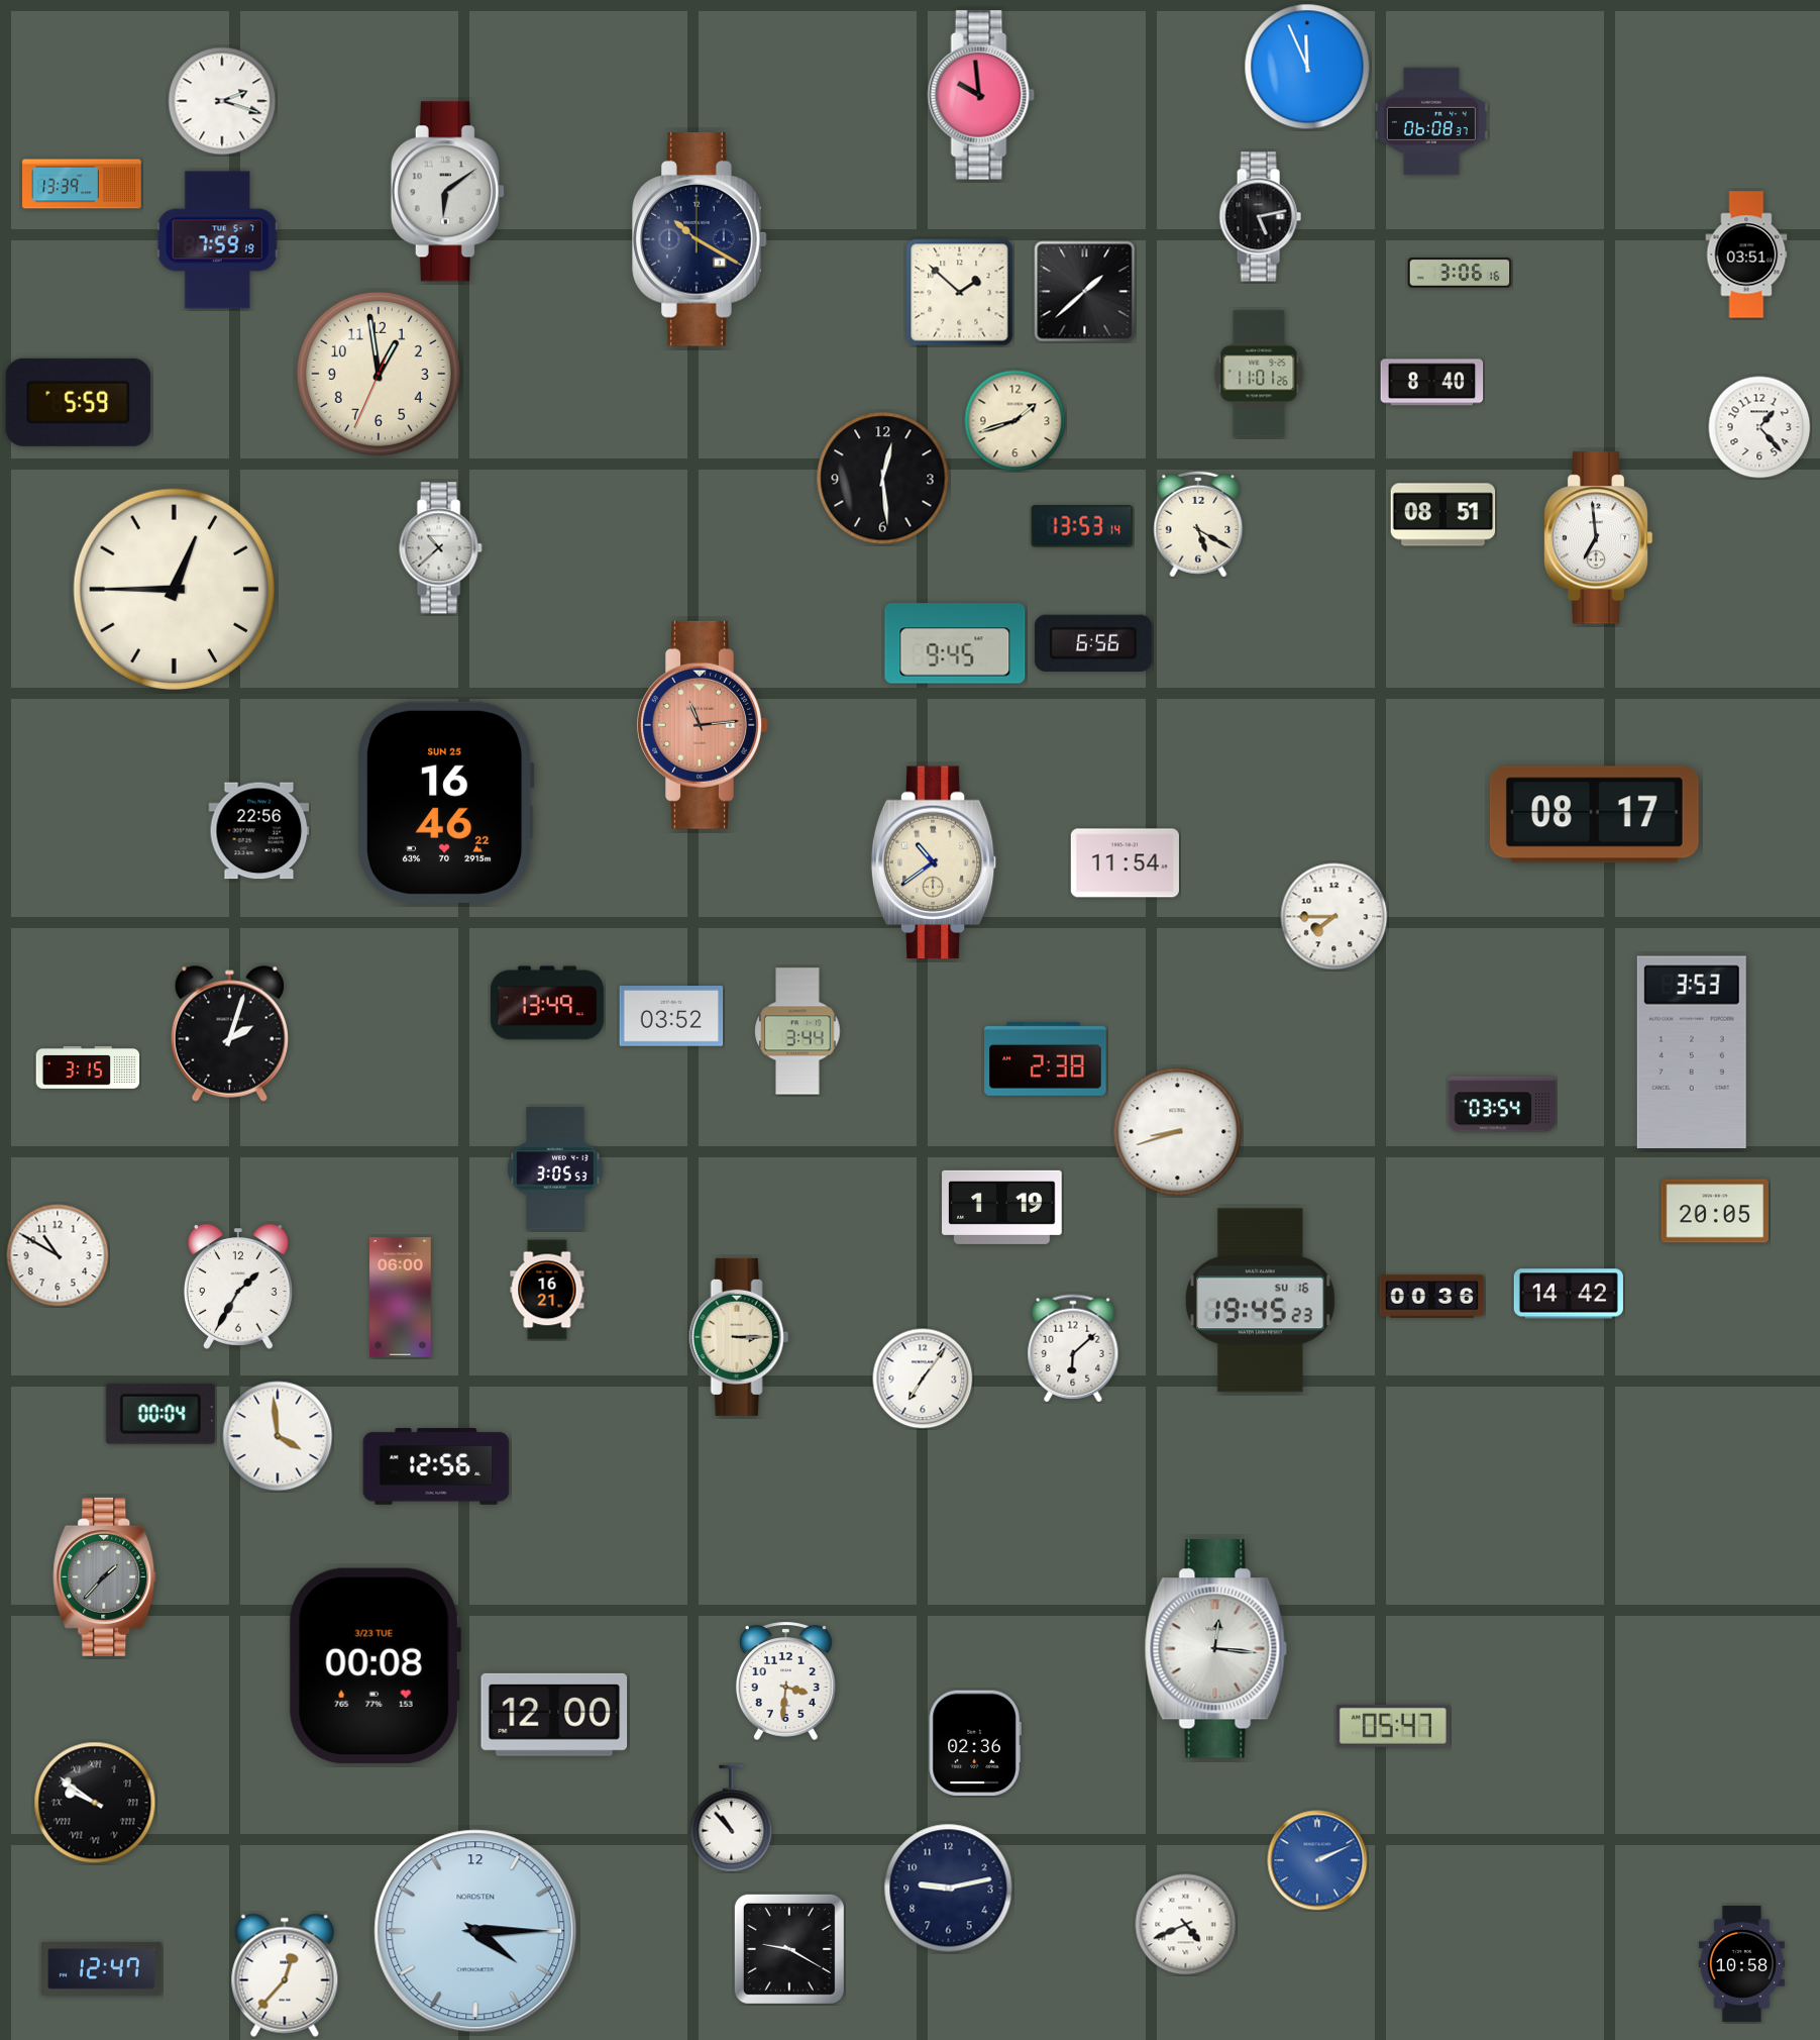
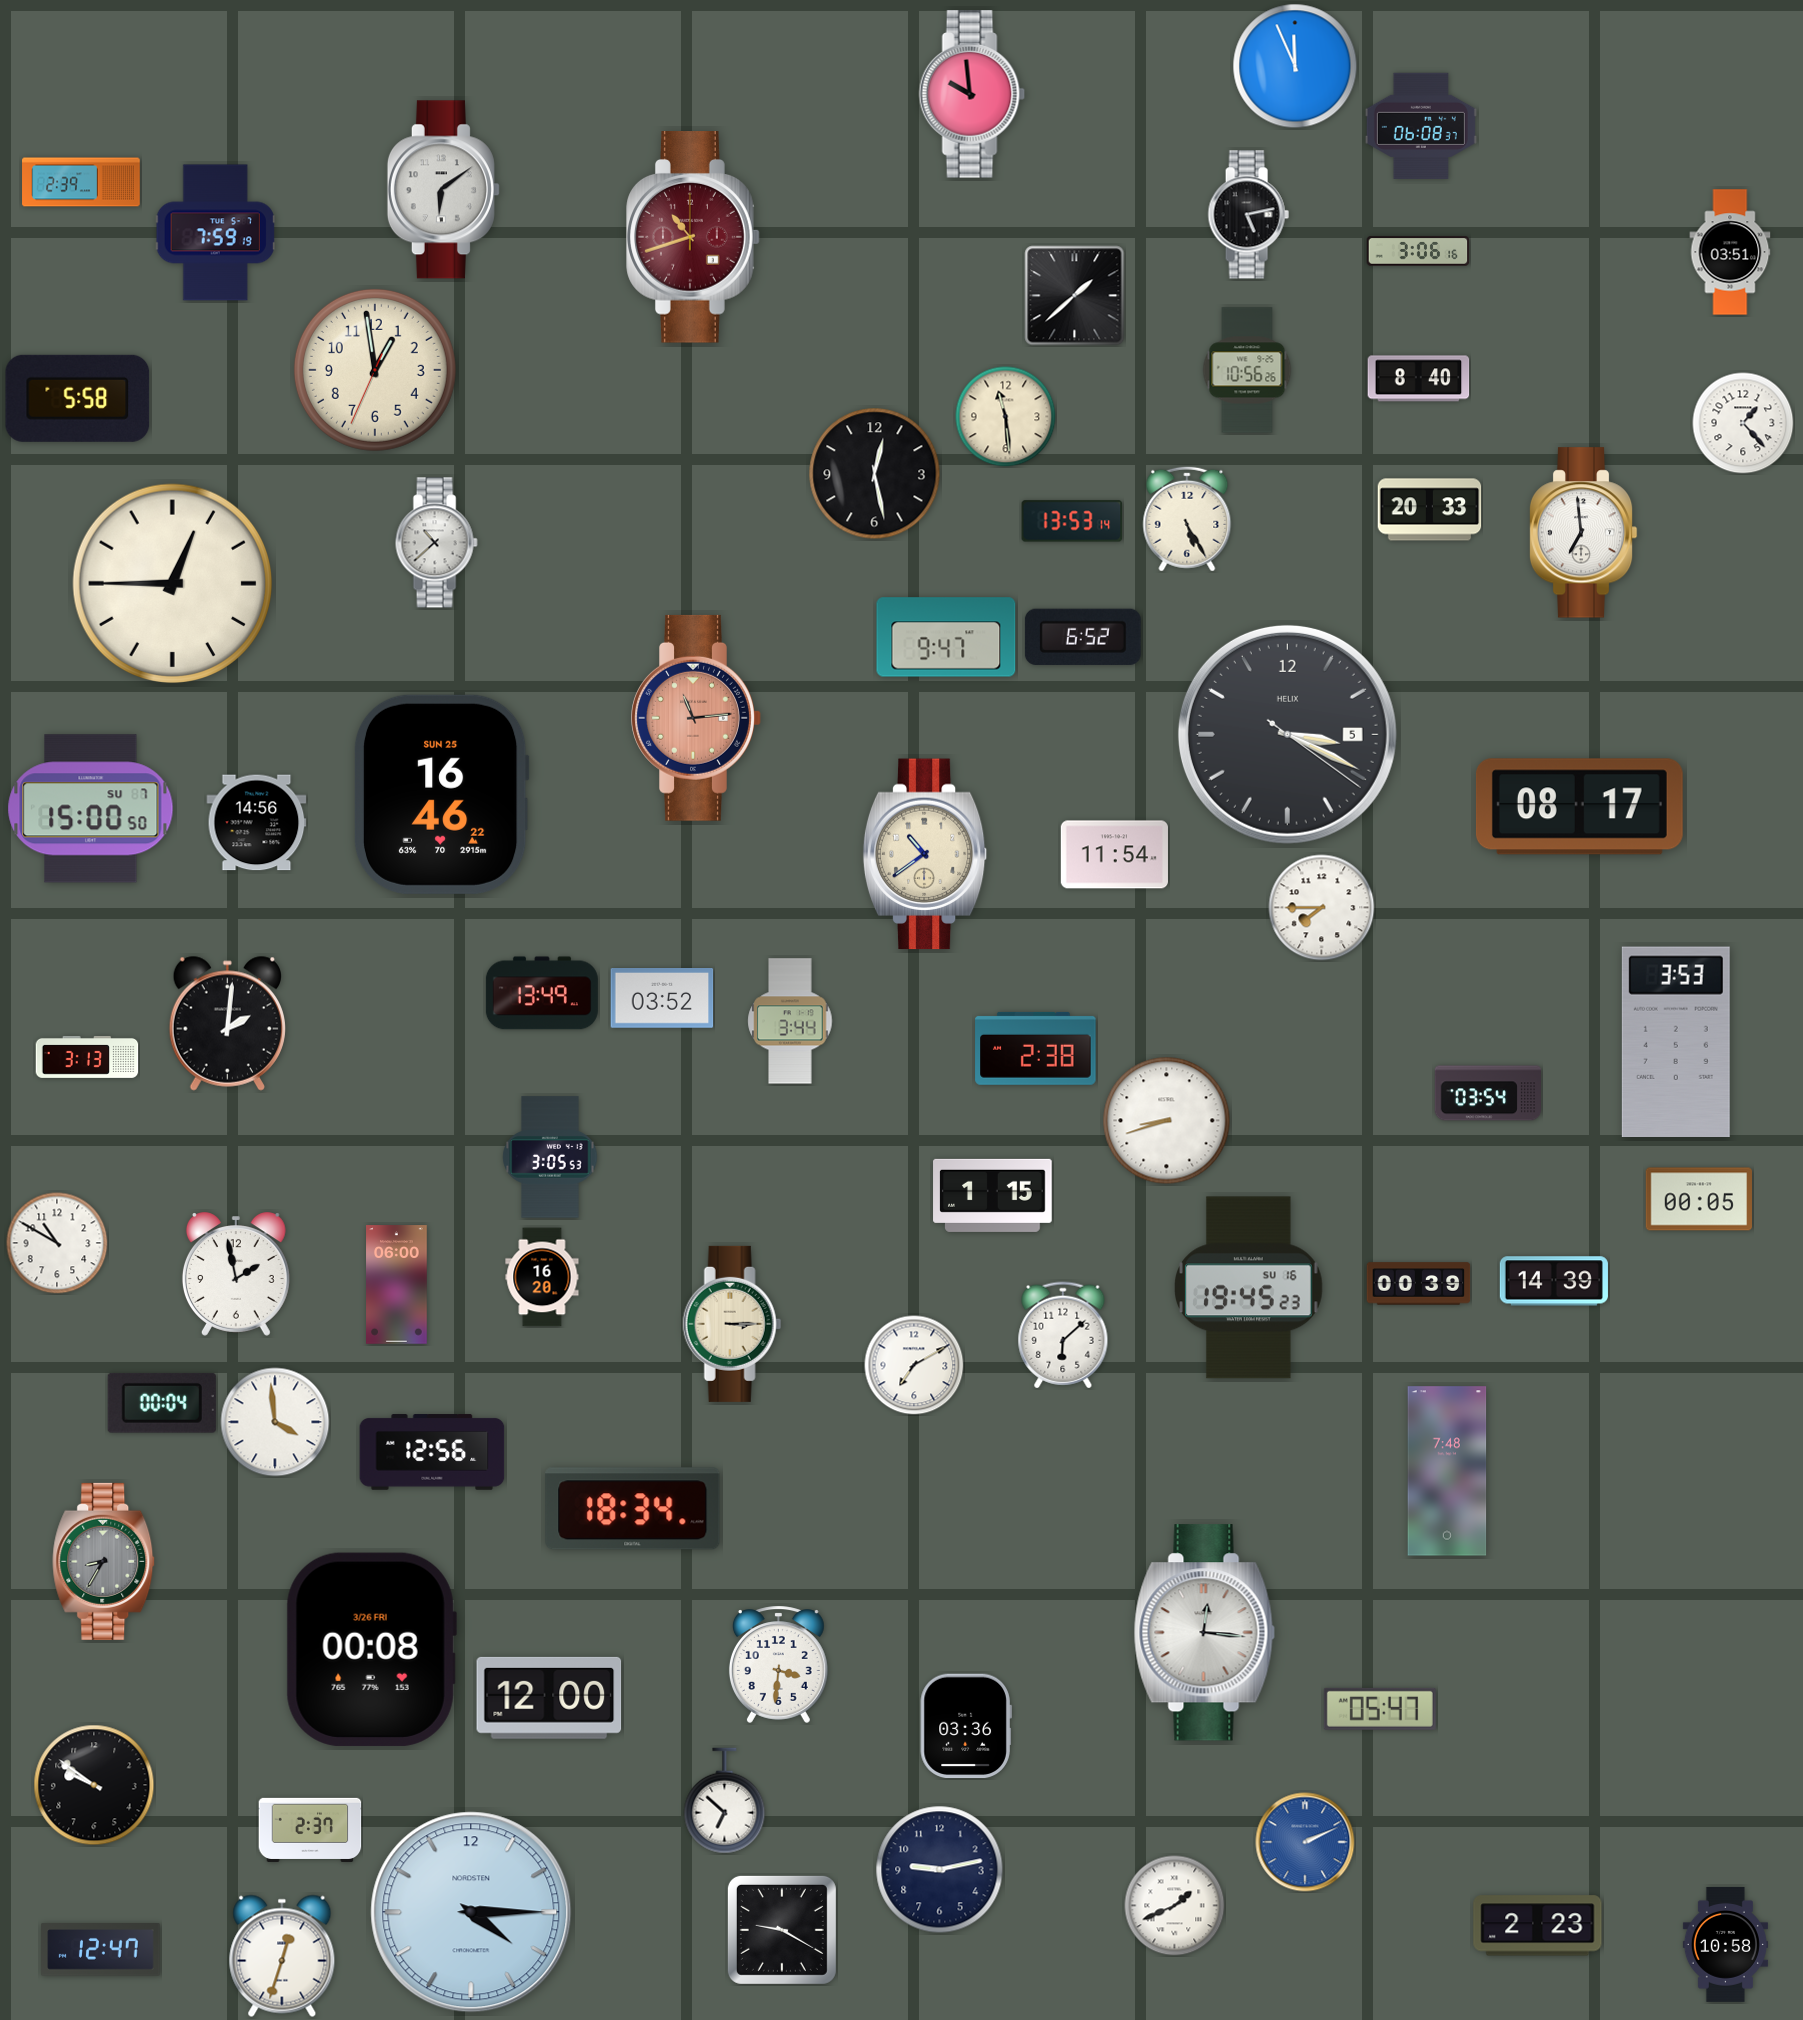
clock at (222, 101): 2:18 -> none
clock at (1431, 121) position: (1431, 121) -> (1421, 126)
clock at (82, 184): 13:39 -> 2:39
clock at (700, 239): 10:20 -> 10:42
clock at (700, 239) dial: navy -> burgundy
clock at (217, 240) position: (217, 240) -> (215, 233)
clock at (1460, 273) position: (1460, 273) -> (1418, 251)
clock at (1085, 292) position: (1085, 292) -> (1075, 296)
clock at (960, 293): 1:52 -> none
clock at (1259, 374): 11:01 -> 10:56
clock at (79, 402): 5:59 -> 5:58
clock at (1015, 421): 1:42 -> 11:29
clock at (883, 479): 12:29 -> 12:28
clock at (1443, 515): 08:51 -> 20:33
clock at (1198, 524): 5:20 -> 5:25
clock at (955, 643): 9:45 -> 9:47
clock at (1093, 643): 6:56 -> 6:52
clock at (1287, 734): none -> 3:19
clock at (91, 809): none -> 15:00
clock at (259, 831): 22:56 -> 14:56
clock at (671, 1017) position: (671, 1017) -> (662, 999)
clock at (229, 1033): 2:03 -> 2:01
clock at (88, 1067): 3:15 -> 3:13
clock at (1002, 1207): 1:19 -> 1:15
clock at (1714, 1211): 20:05 -> 00:05
clock at (238, 1287): 1:35 -> 1:58
clock at (547, 1290): 16:21 -> 16:20
clock at (1569, 1294): 14:42 -> 14:39
clock at (1432, 1297): 00:36 -> 00:39
clock at (923, 1379): 7:06 -> 7:10
clock at (160, 1414) position: (160, 1414) -> (162, 1403)
clock at (1447, 1471): none -> 7:48
clock at (633, 1509): none -> 18:34
clock at (105, 1576): 1:37 -> 8:35
clock at (374, 1665) date: 3/23 TUE -> 3/26 FRI
clock at (975, 1743): 02:36 -> 03:36
clock at (95, 1803) numerals: Roman -> Arabic
clock at (732, 1819): 10:53 -> 6:52
clock at (310, 1830): none -> 2:37
clock at (1186, 1925): 4:41 -> 1:41
clock at (1538, 1926): none -> 2:23
clock at (285, 1975): 12:37 -> 12:33
